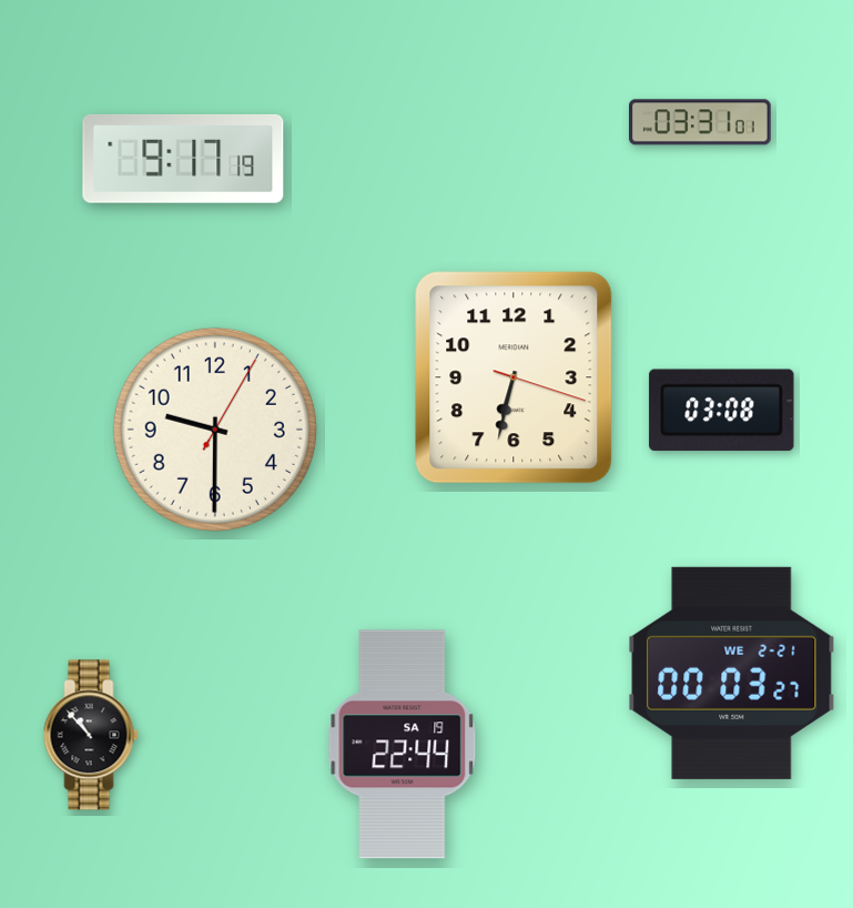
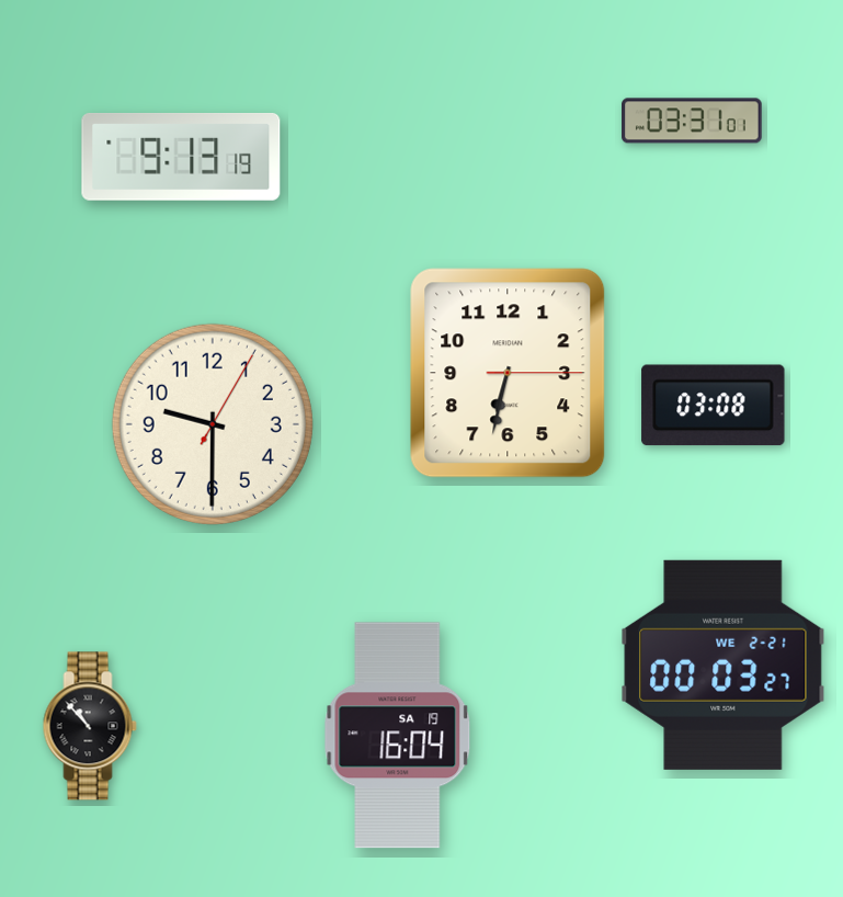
clock at (183, 159): 9:17 -> 9:13
clock at (514, 377): 6:32:18 -> 6:32:15
clock at (403, 745): 22:44 -> 16:04
